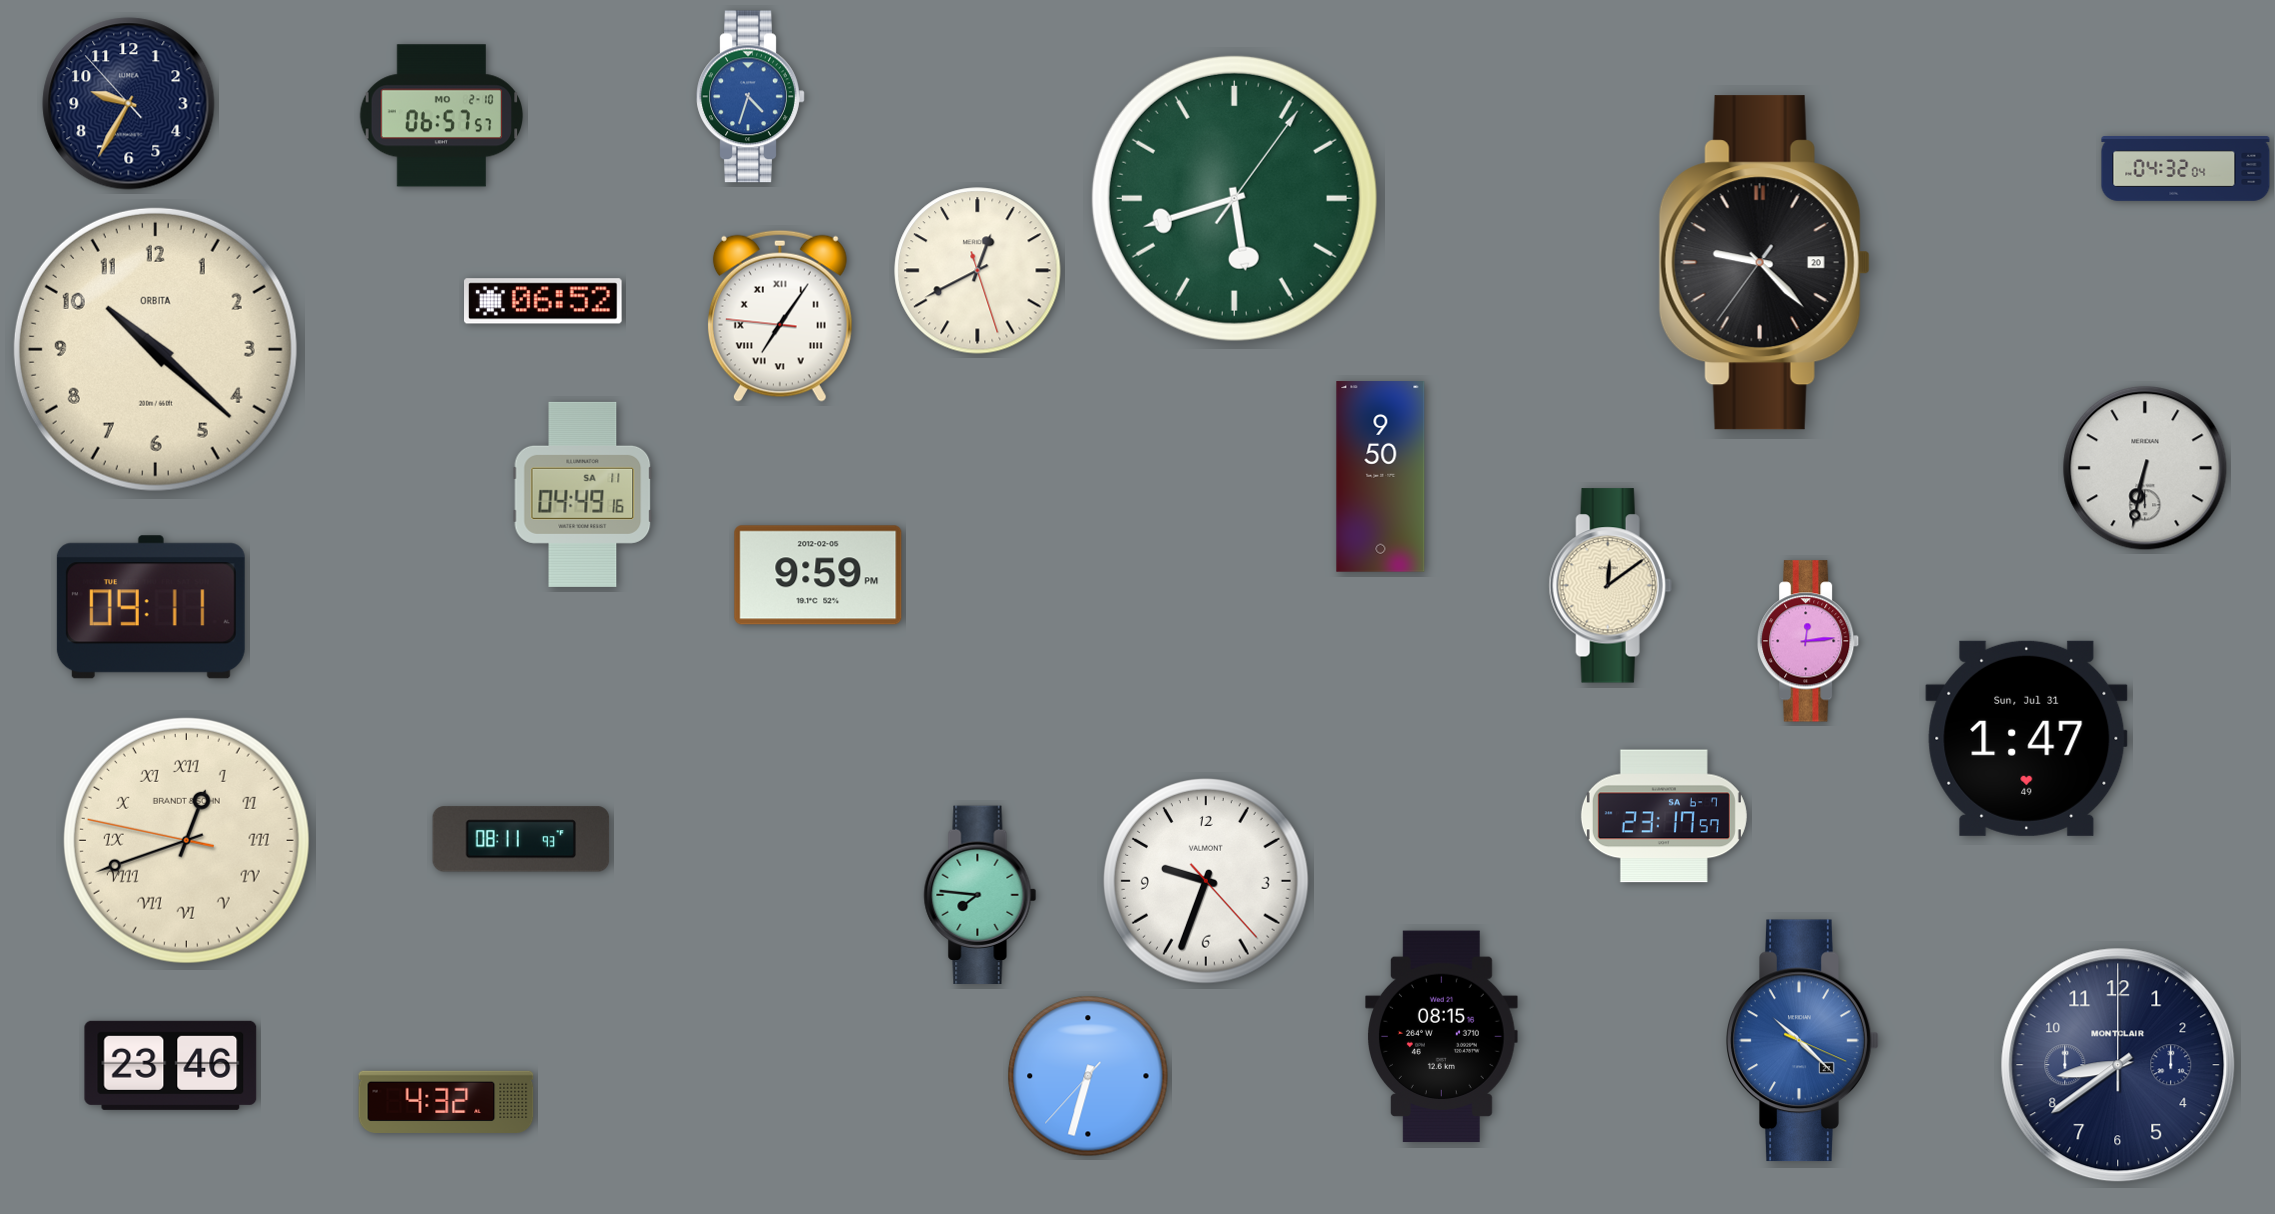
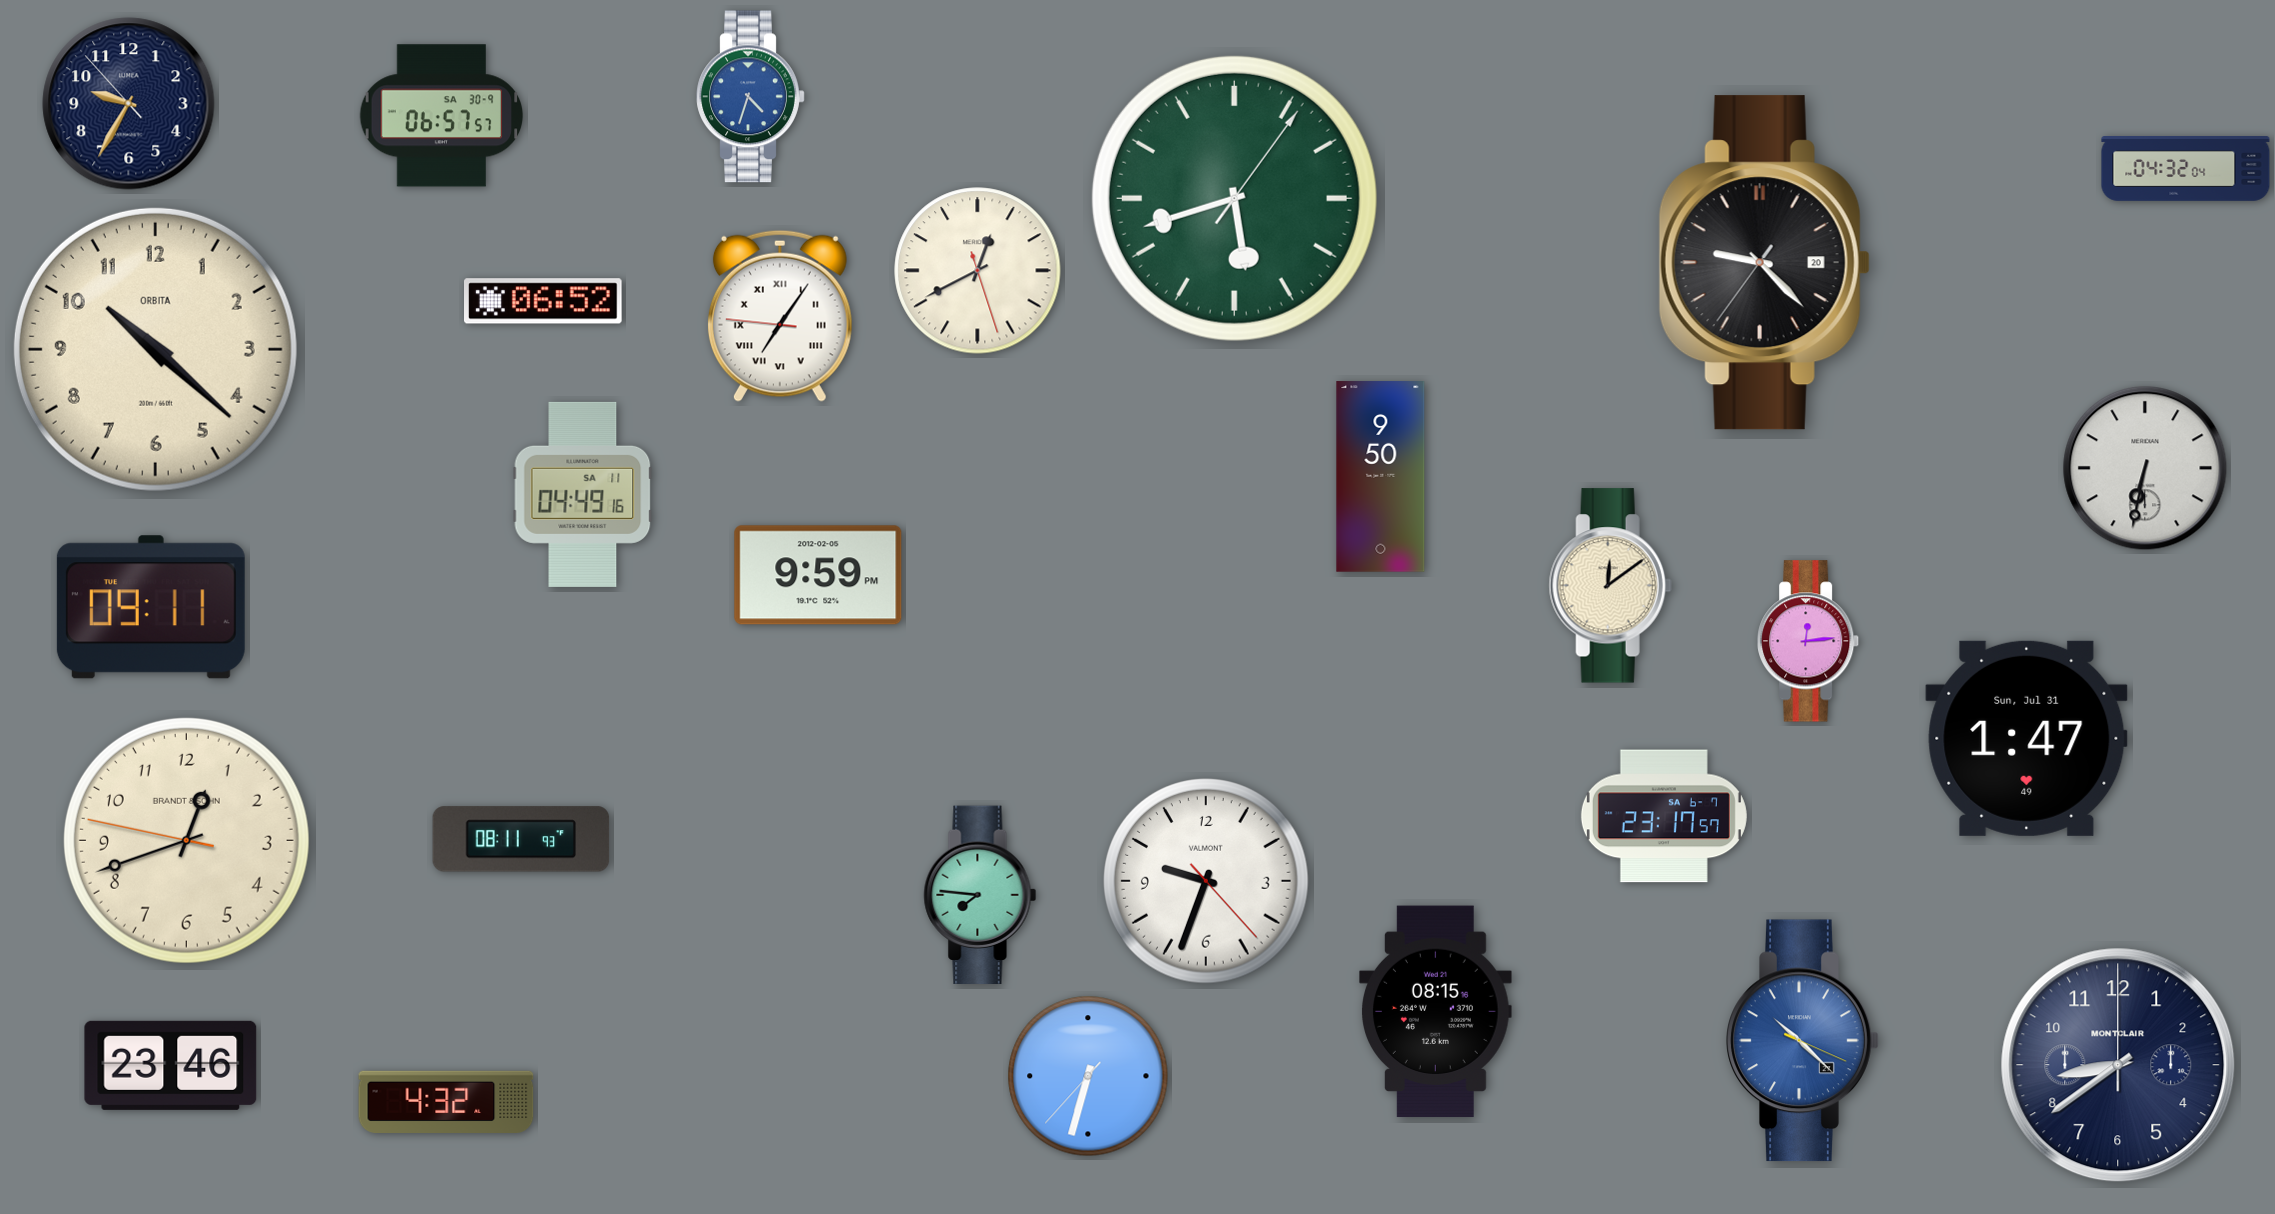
clock at (442, 116) date: MO 2-10 -> SA 30-9
clock at (186, 840) numerals: Roman -> Arabic
clock at (1442, 1037) position: (1442, 1037) -> (1436, 1012)
